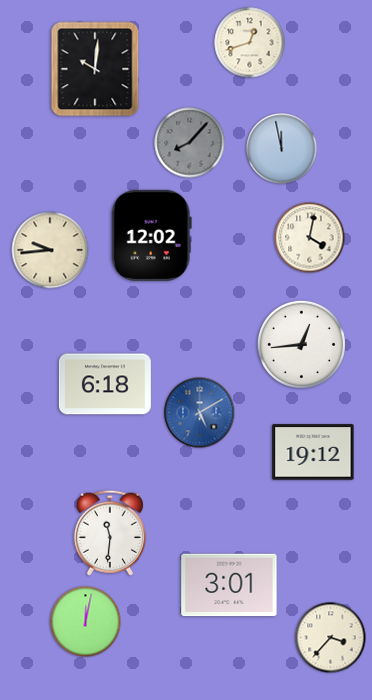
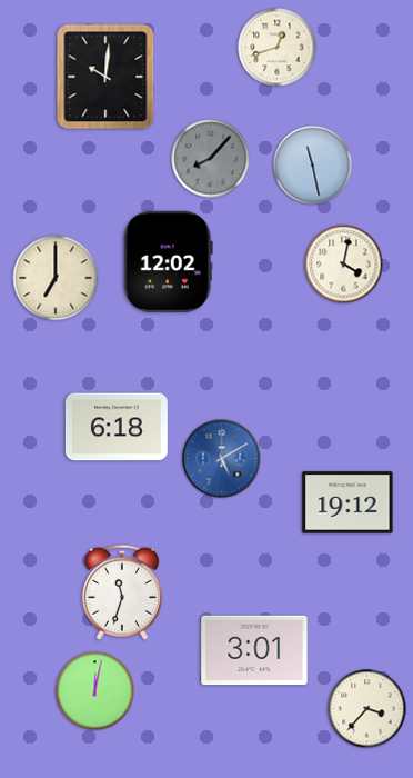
clock at (282, 149): 11:58 -> 11:28
clock at (50, 250): 9:44 -> 7:00
clock at (301, 344): 12:44 -> none
clock at (110, 533): 11:31 -> 11:33
